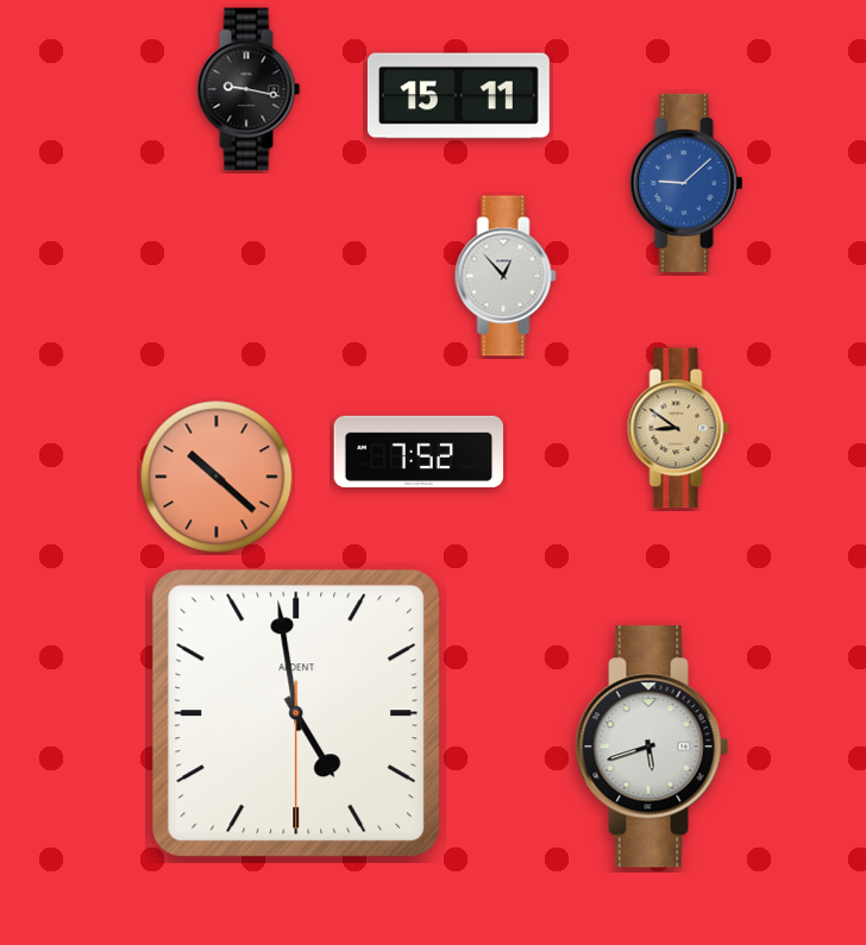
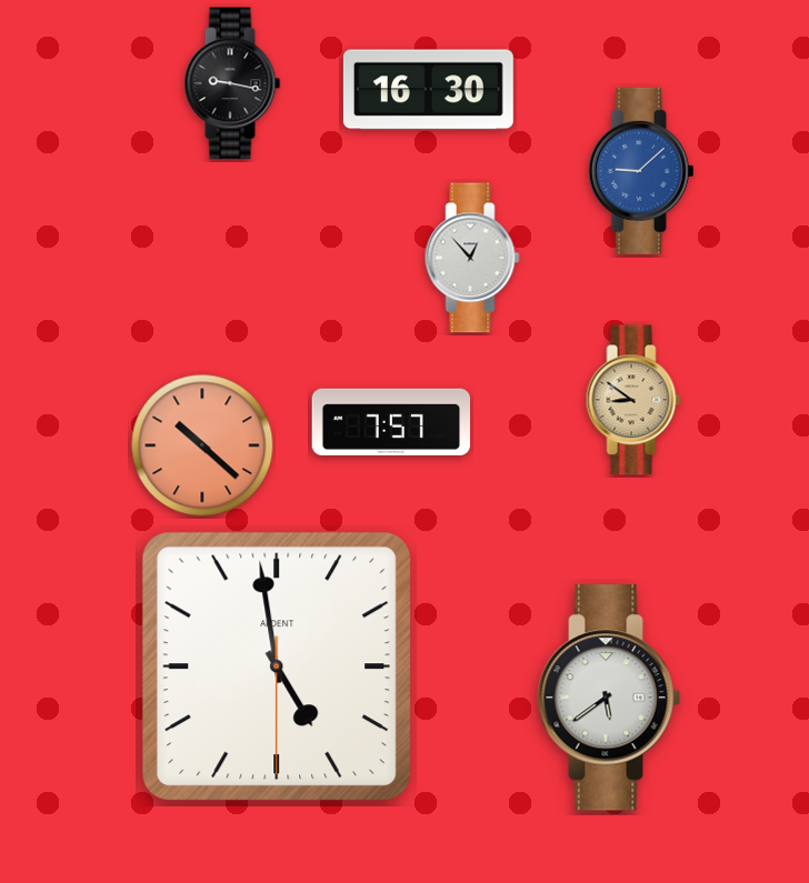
clock at (458, 96): 15:11 -> 16:30
clock at (418, 452): 7:52 -> 7:57
clock at (652, 746): 5:42 -> 5:39
